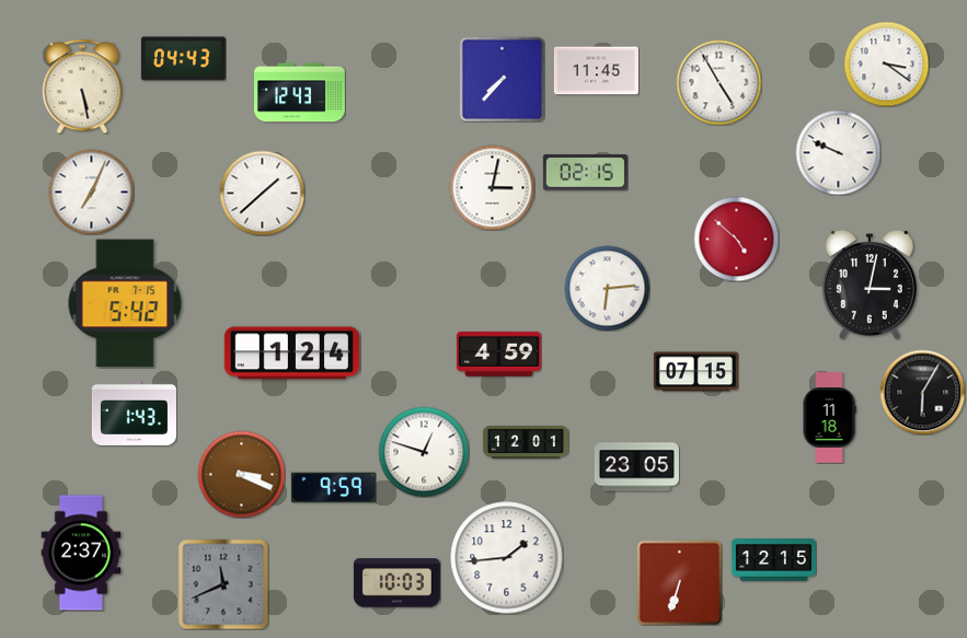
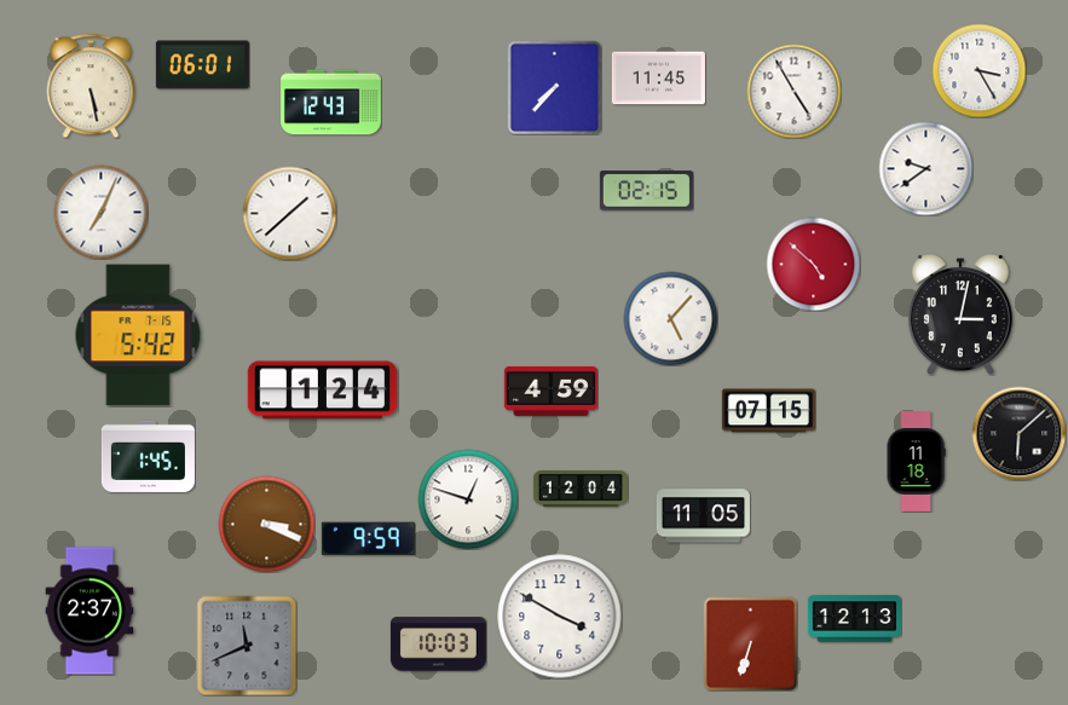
clock at (183, 59): 04:43 -> 06:01
clock at (886, 63): 3:21 -> 3:25
clock at (82, 86) position: (82, 86) -> (91, 86)
clock at (838, 152): 9:49 -> 9:39
clock at (492, 187): 3:02 -> none
clock at (607, 288): 6:14 -> 5:07
clock at (922, 392): 6:05 -> 6:08
clock at (134, 413): 1:43 -> 1:45
clock at (526, 442): 12:01 -> 12:04
clock at (636, 467): 23:05 -> 11:05
clock at (507, 558): 1:44 -> 3:50
clock at (773, 560): 12:15 -> 12:13
